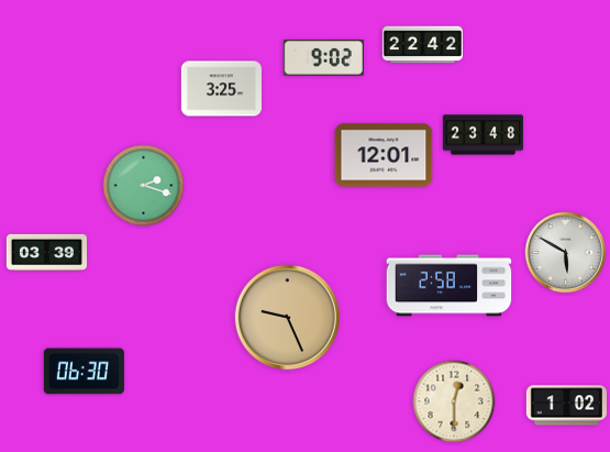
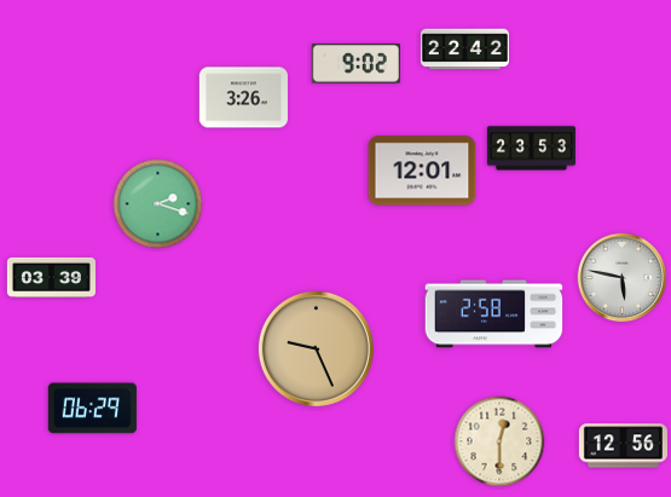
clock at (221, 89): 3:25 -> 3:26
clock at (483, 135): 23:48 -> 23:53
clock at (566, 253): 5:50 -> 5:47
clock at (84, 372): 06:30 -> 06:29
clock at (566, 406): 1:02 -> 12:56
